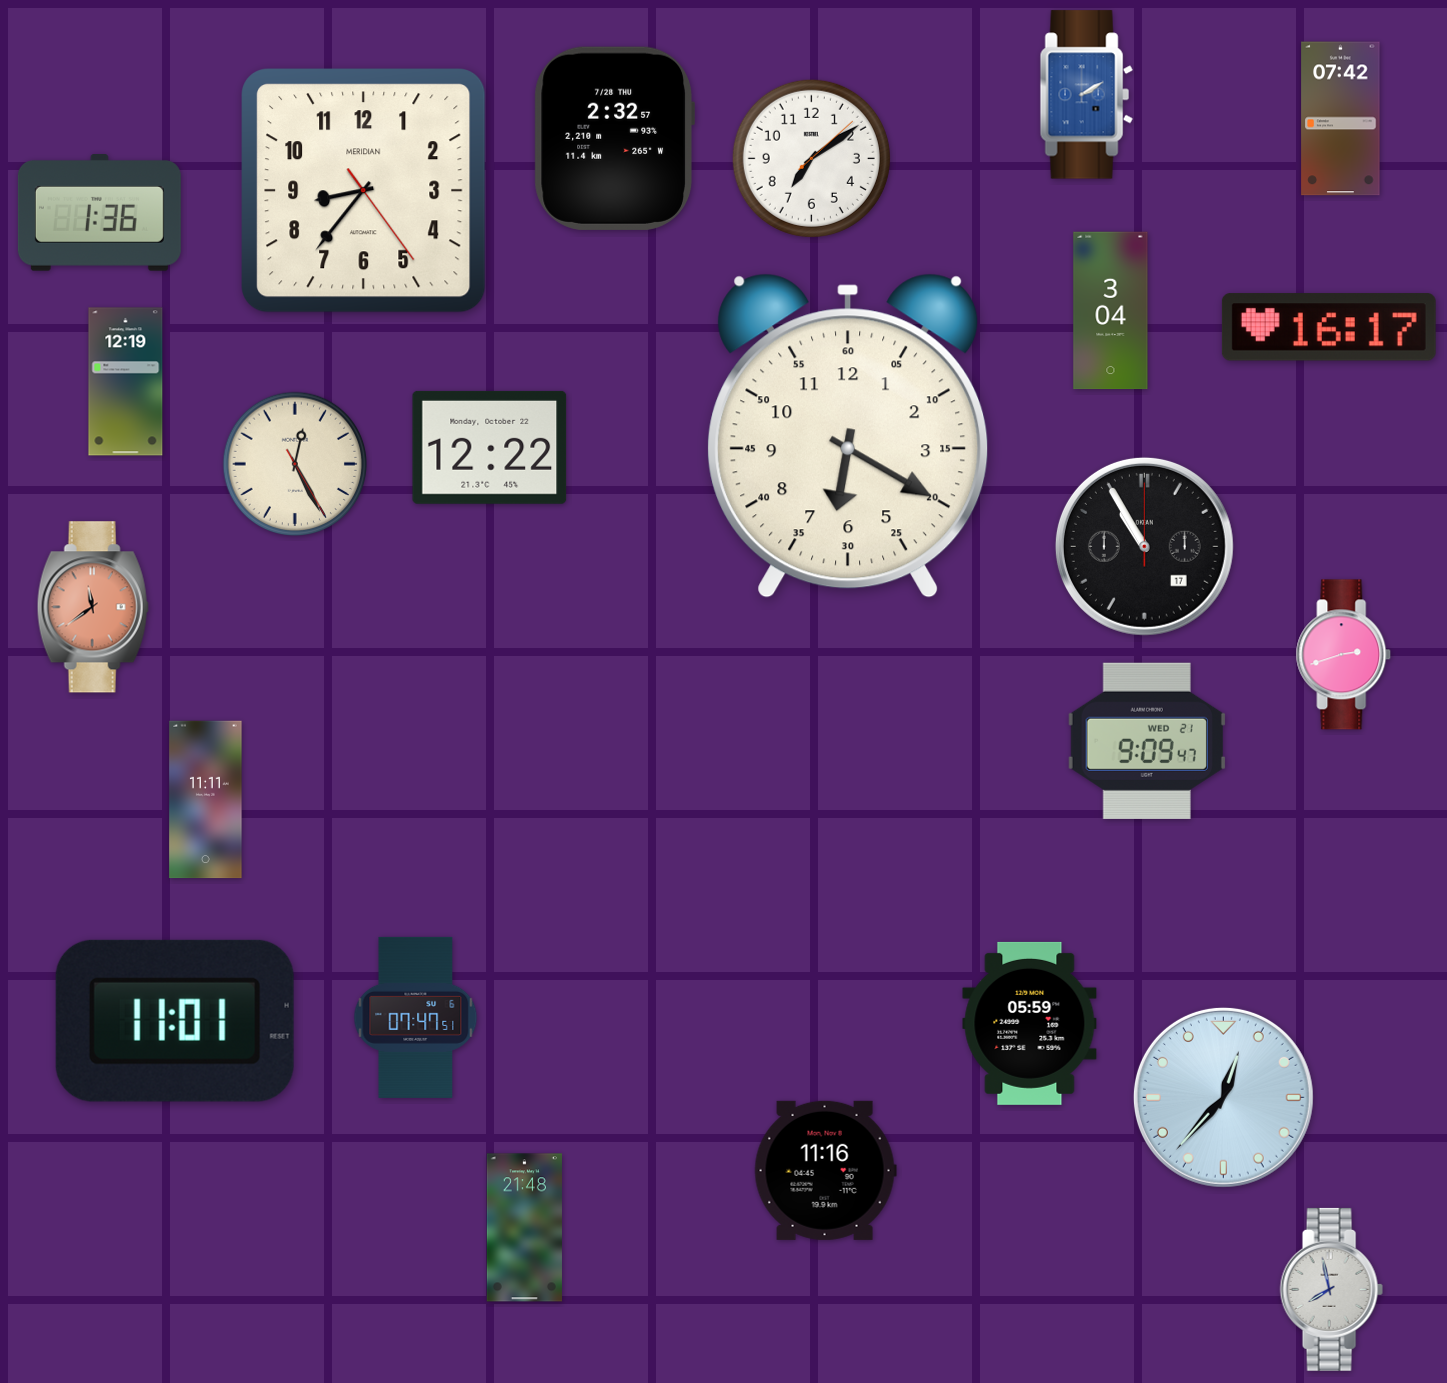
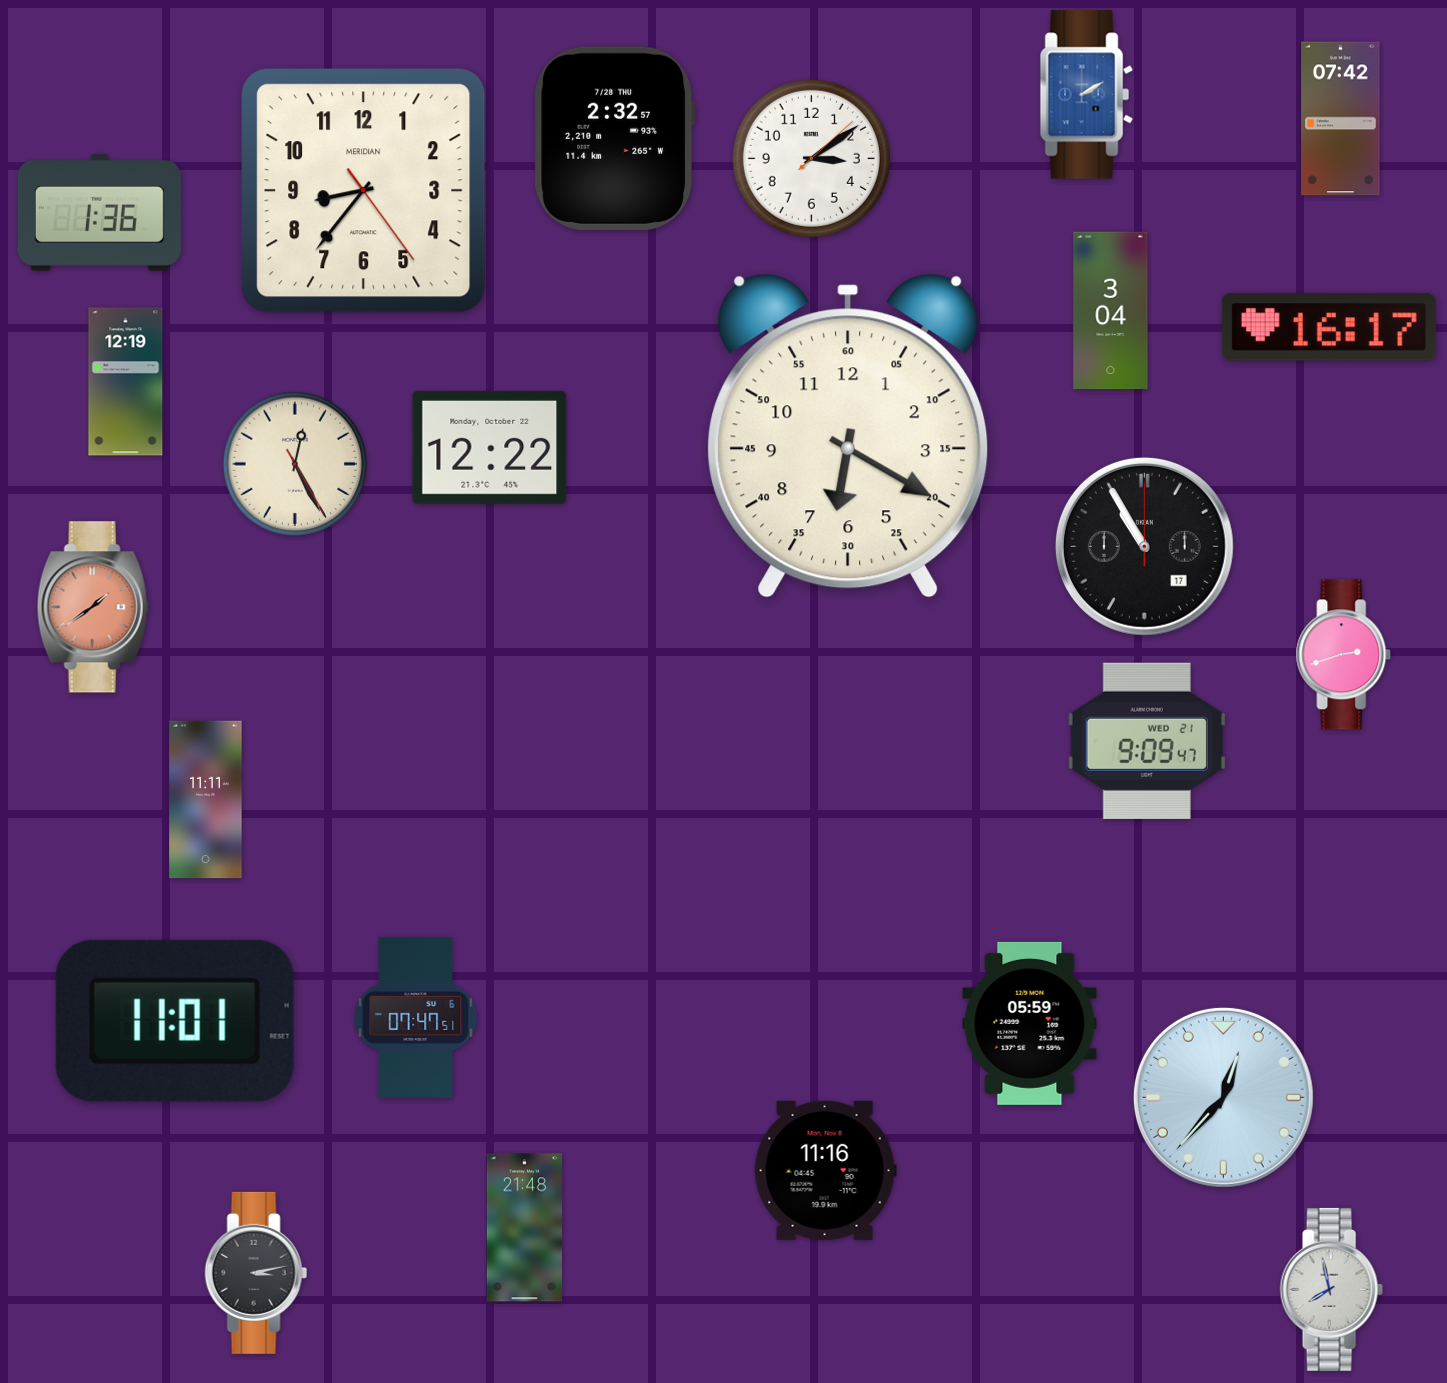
clock at (811, 158): 7:09 -> 3:09
clock at (93, 607): 11:39 -> 1:39
clock at (256, 1273): none -> 3:13
